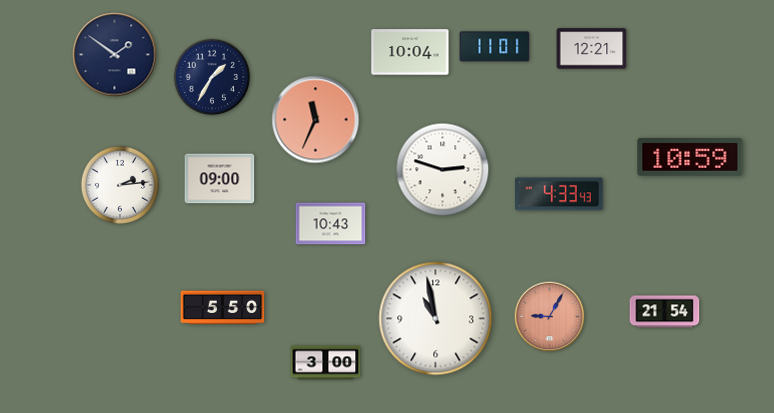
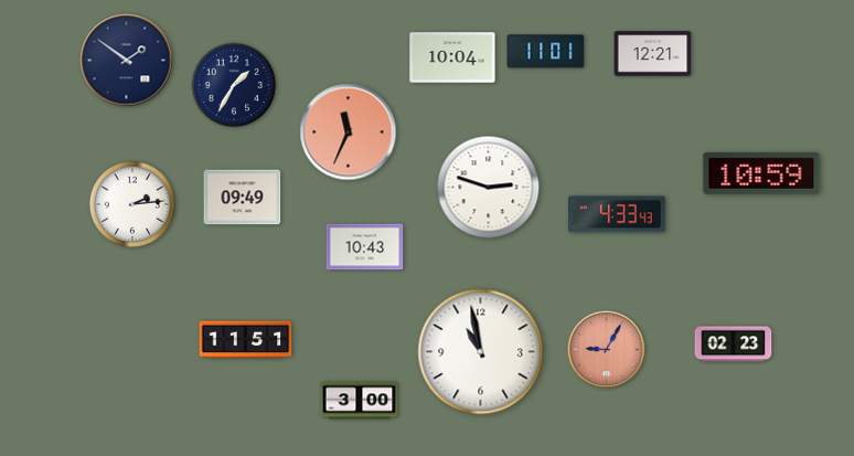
clock at (220, 179): 09:00 -> 09:49
clock at (223, 308): 5:50 -> 11:51
clock at (665, 312): 21:54 -> 02:23
